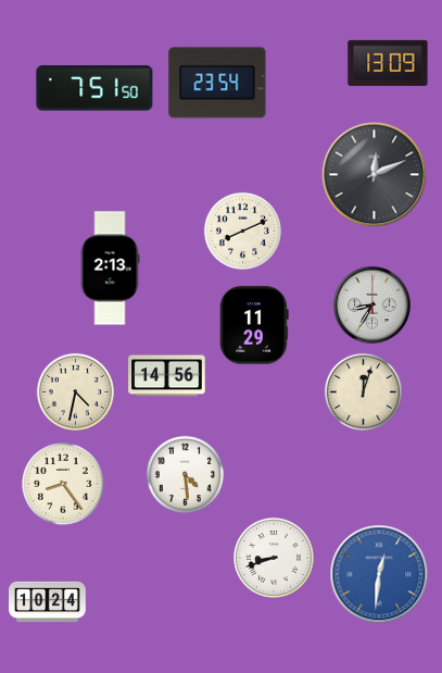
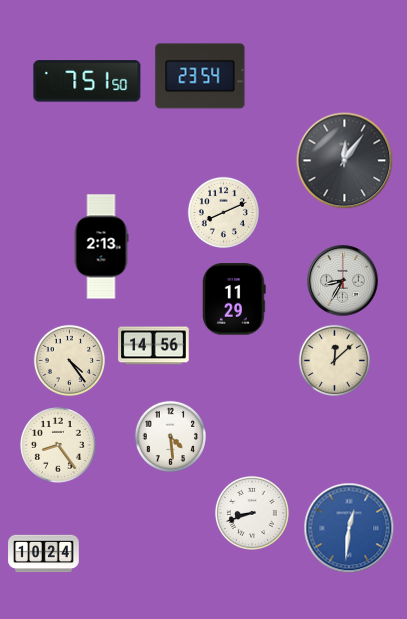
clock at (388, 62): 13:09 -> none
clock at (375, 175): 12:11 -> 12:06
clock at (75, 391): 4:32 -> 4:24
clock at (363, 391): 12:03 -> 12:08
